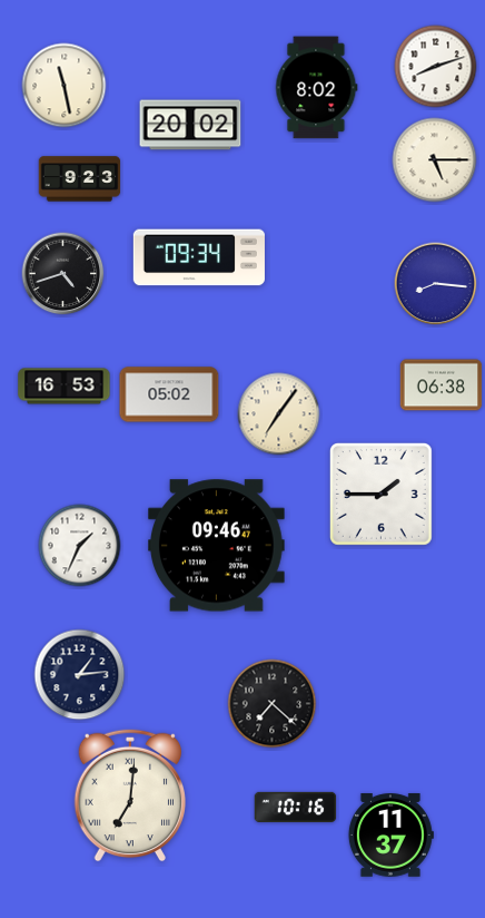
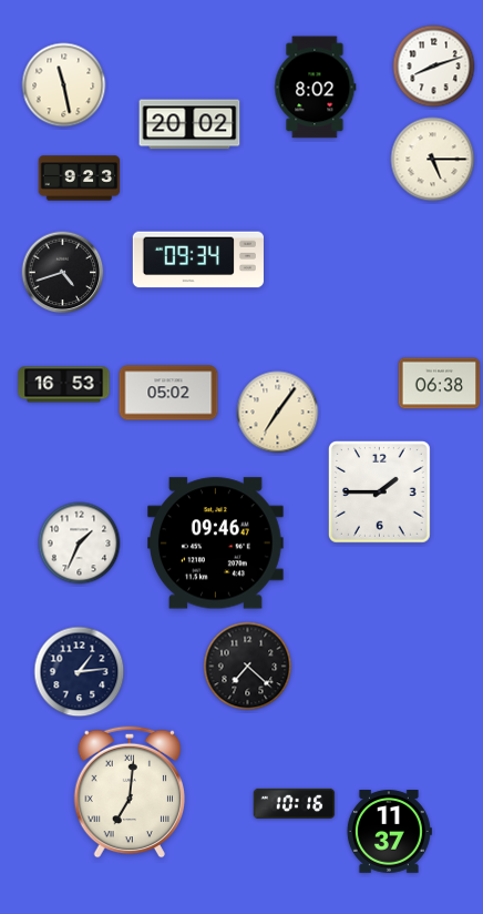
clock at (199, 257) position: (199, 257) -> (198, 260)
clock at (436, 284): 8:16 -> none
clock at (273, 704) position: (273, 704) -> (248, 667)
